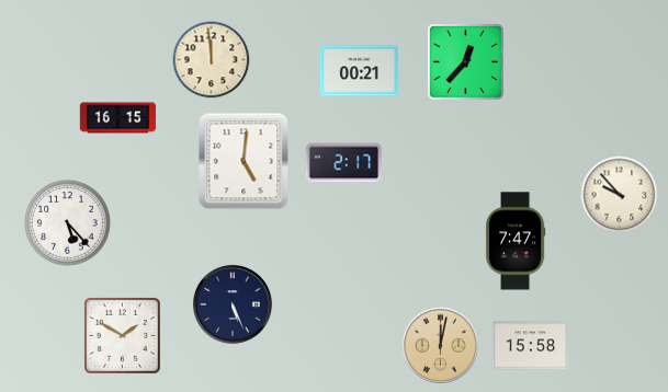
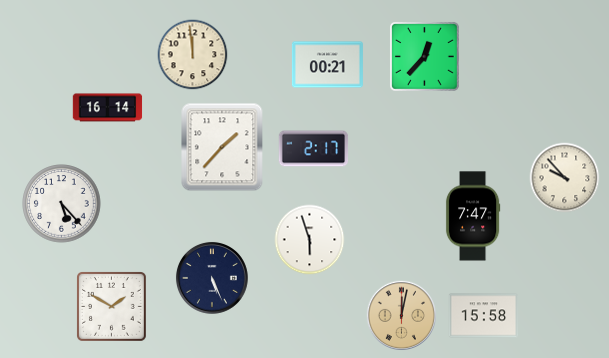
clock at (118, 118): 16:15 -> 16:14
clock at (244, 161): 5:01 -> 1:37
clock at (516, 241) position: (516, 241) -> (473, 216)
clock at (310, 240): none -> 5:57
